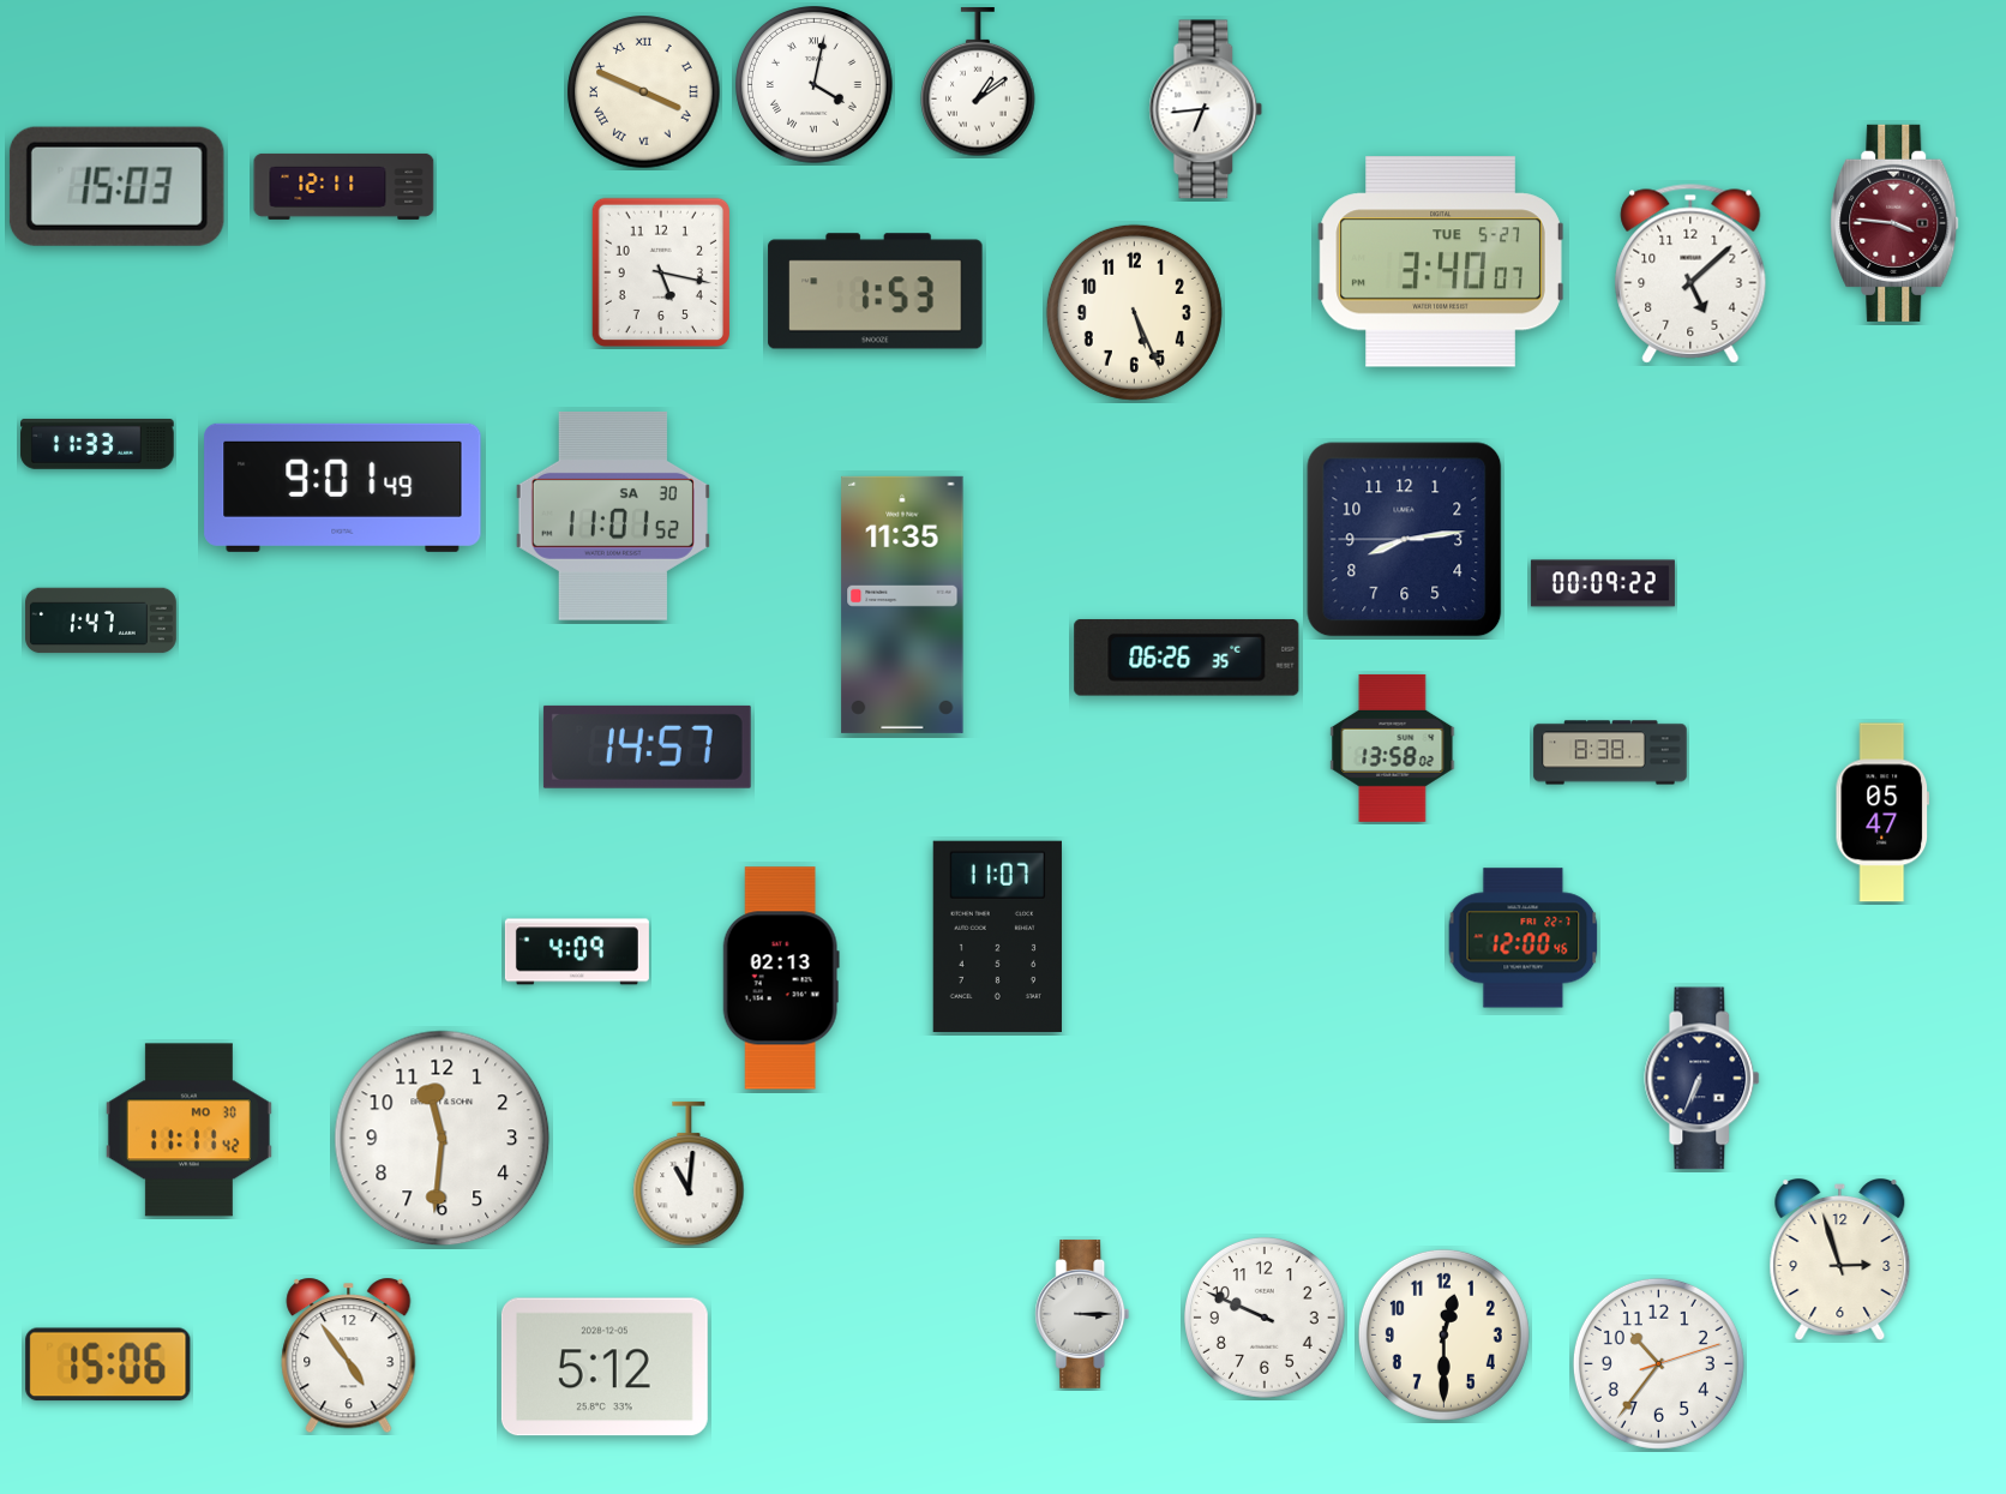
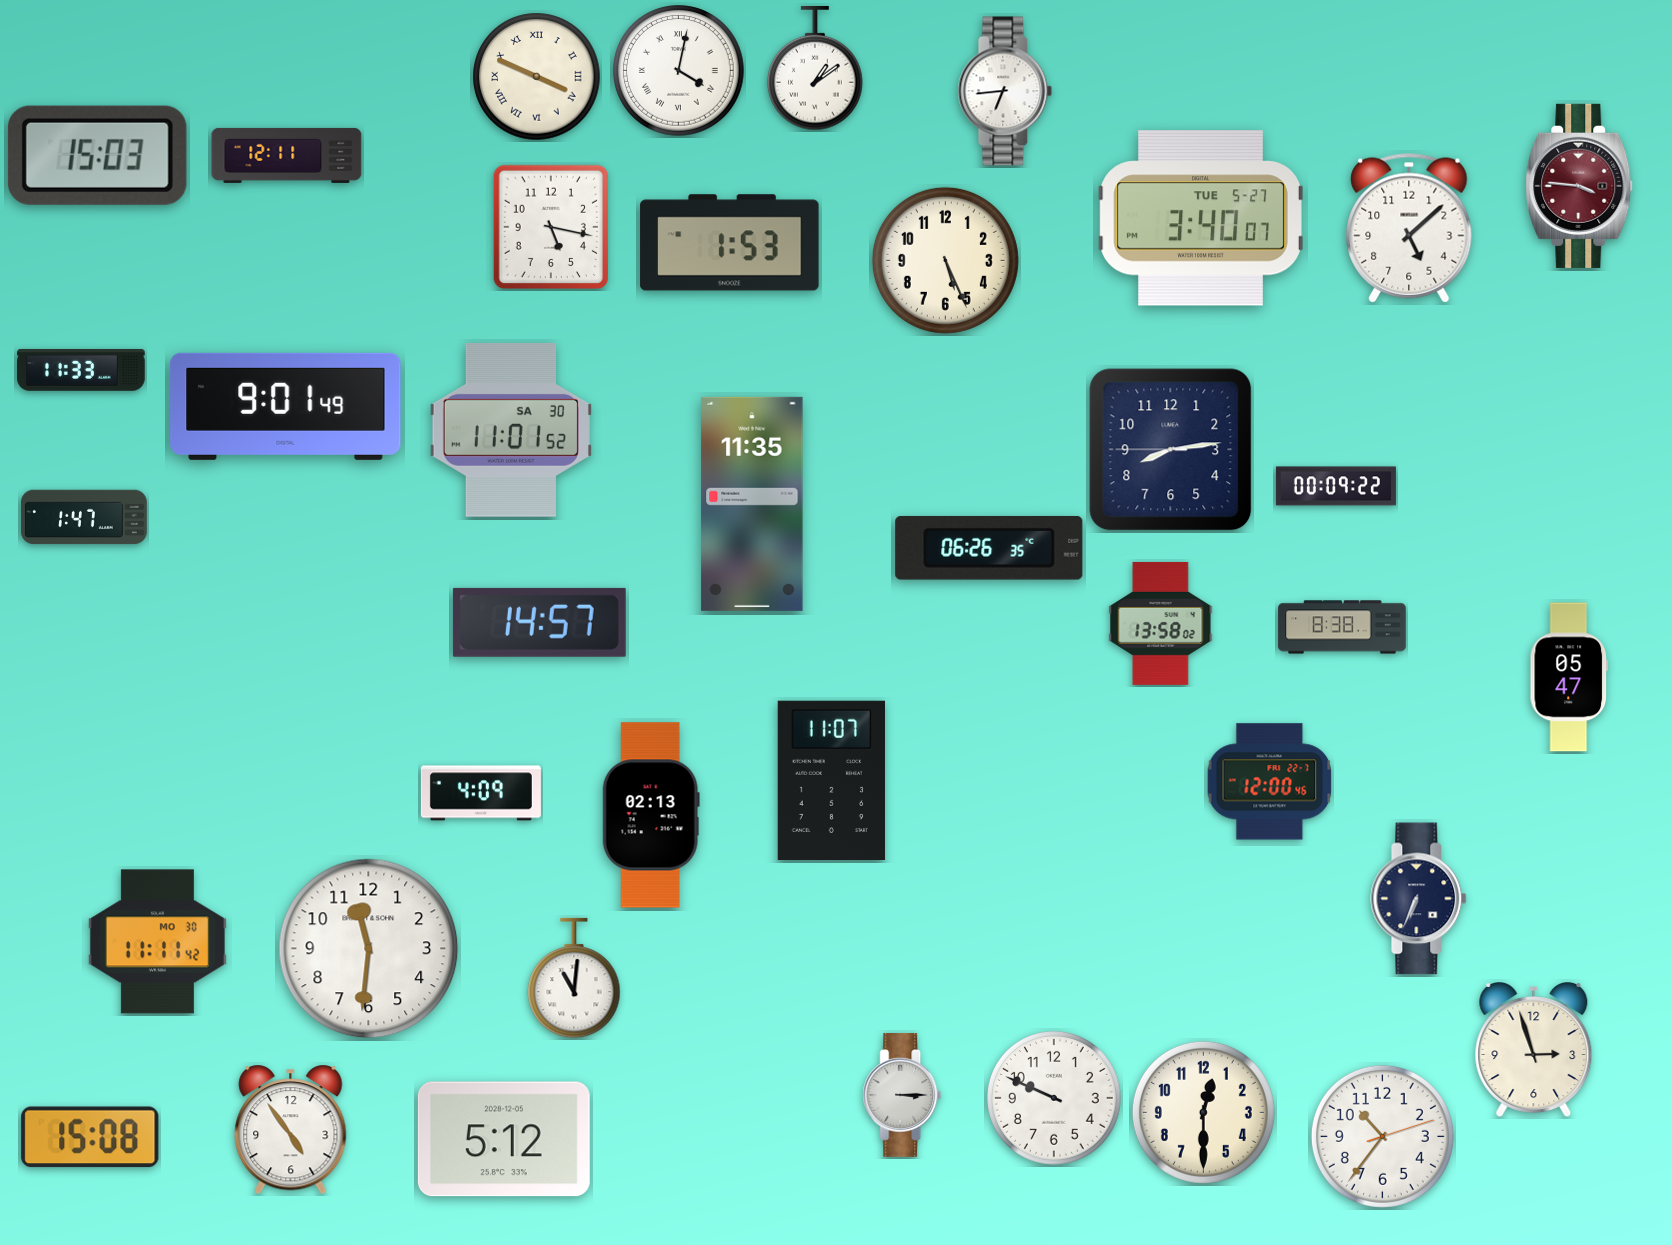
clock at (108, 1364): 15:06 -> 15:08
